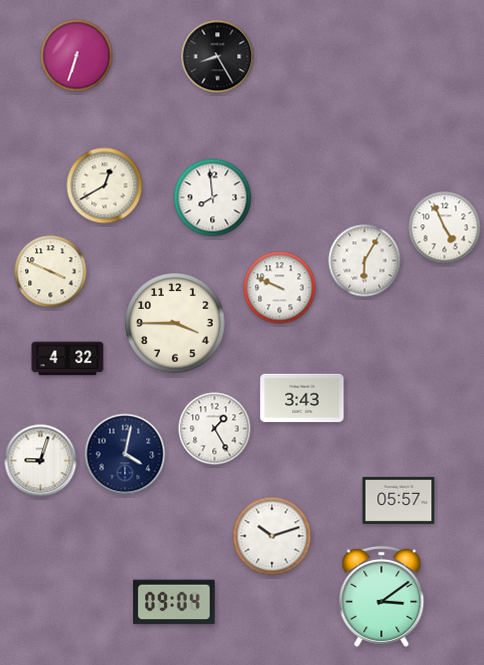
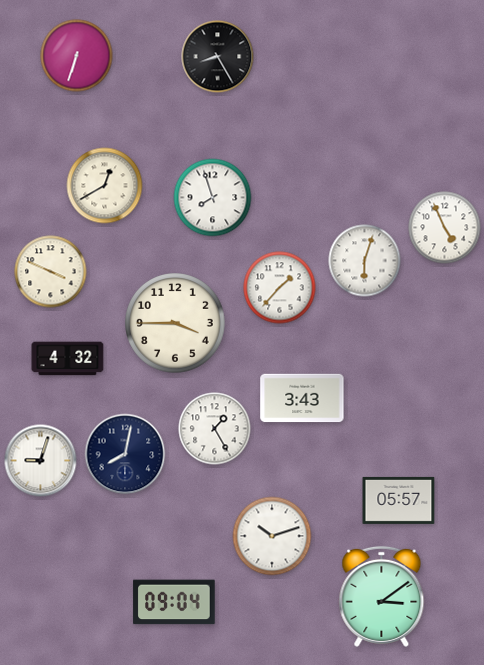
clock at (213, 198): 7:59 -> 7:57
clock at (365, 261): 6:05 -> 6:03
clock at (280, 288): 9:49 -> 1:37
clock at (125, 454): 4:02 -> 8:02
